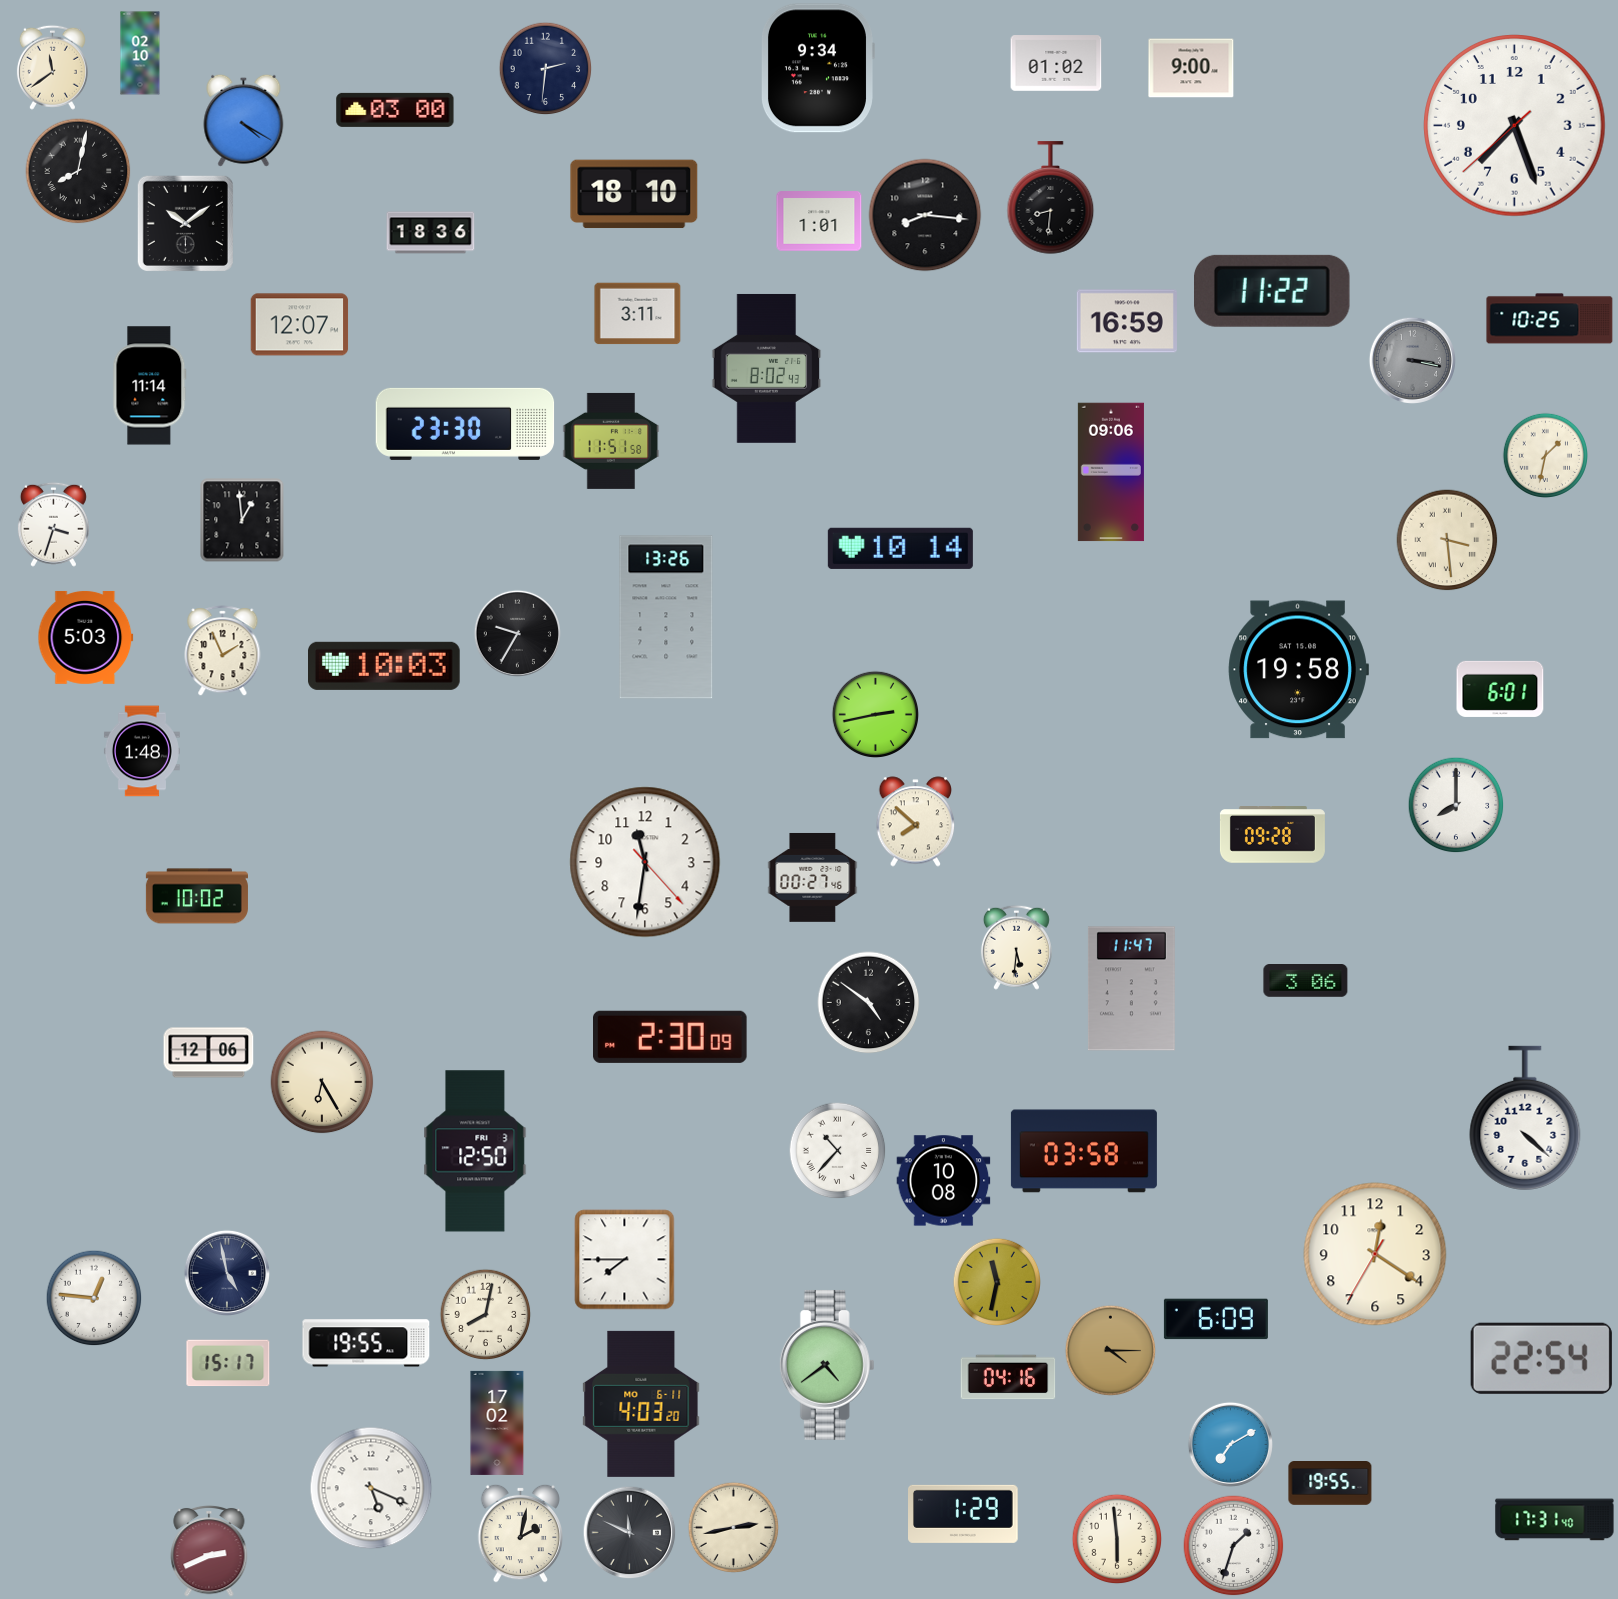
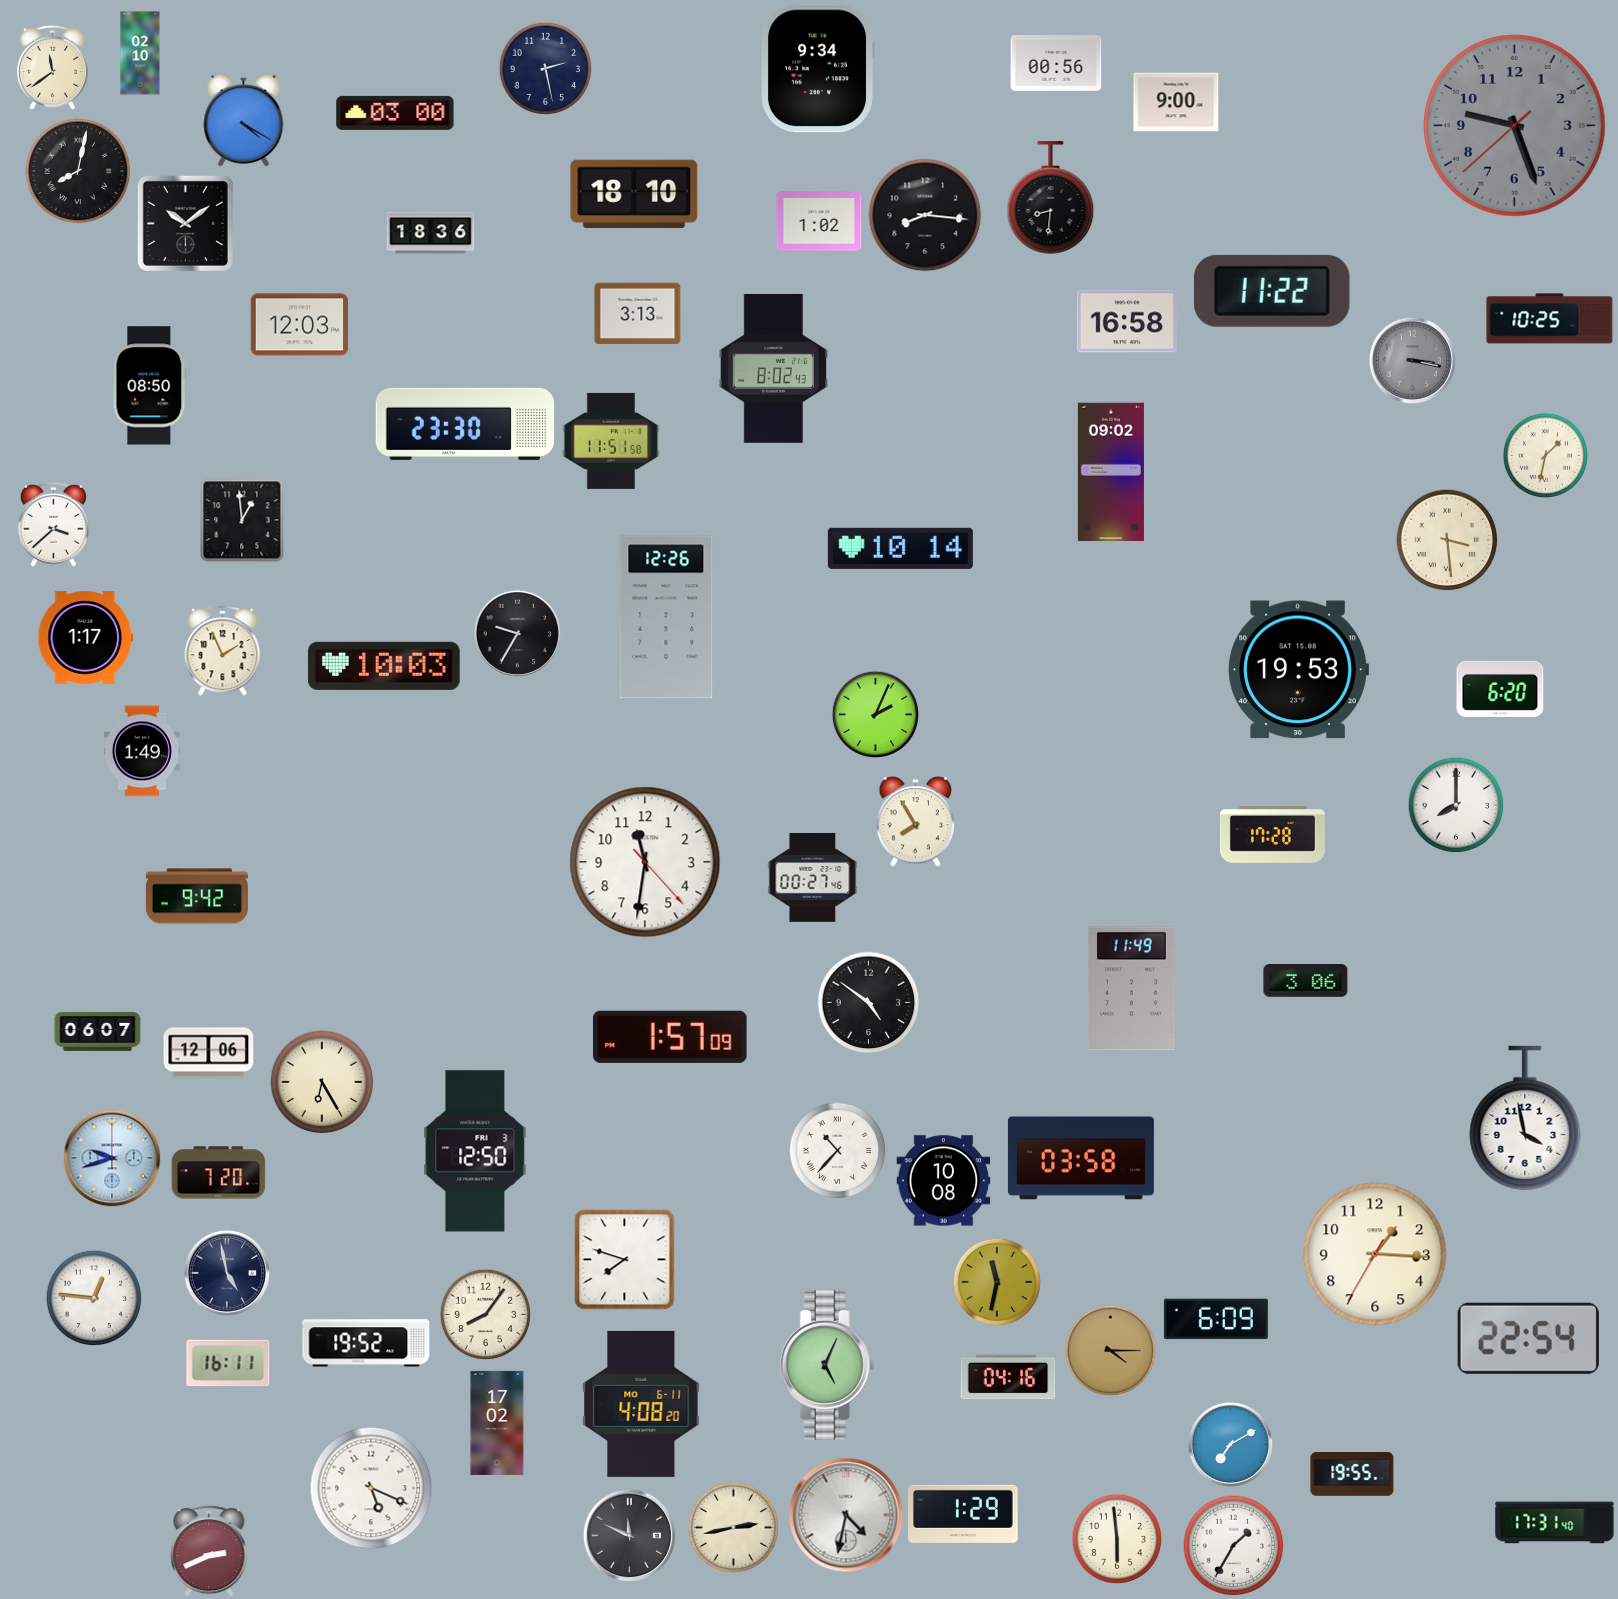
clock at (1056, 63): 01:02 -> 00:56
clock at (545, 68): 2:31 -> 2:28
clock at (1191, 68) position: (1191, 68) -> (1176, 102)
clock at (395, 110) position: (395, 110) -> (395, 113)
clock at (1515, 126): 7:26 -> 9:26
clock at (1515, 126) dial: white -> grey
clock at (819, 221): 1:01 -> 1:02
clock at (638, 314): 3:11 -> 3:13
clock at (1127, 321): 16:59 -> 16:58
clock at (300, 325): 12:07 -> 12:03
clock at (767, 368) position: (767, 368) -> (774, 368)
clock at (150, 386): 11:14 -> 08:50
clock at (1111, 472): 09:06 -> 09:02
clock at (53, 524): 3:33 -> 3:38
clock at (666, 617): 13:26 -> 12:26
clock at (86, 637): 5:03 -> 1:17
clock at (1298, 670): 19:58 -> 19:53
clock at (1500, 689): 6:01 -> 6:20
clock at (875, 714): 2:43 -> 2:04
clock at (142, 751): 1:48 -> 1:49
clock at (916, 822): 7:52 -> 7:55
clock at (1272, 835): 09:28 -> 17:28
clock at (197, 896): 10:02 -> 9:42
clock at (1016, 947): 5:31 -> none
clock at (1131, 989): 11:47 -> 11:49
clock at (98, 1031): none -> 06:07
clock at (671, 1037): 2:30 -> 1:57
clock at (1525, 1118): 4:22 -> 3:58
clock at (1084, 1151) position: (1084, 1151) -> (1081, 1158)
clock at (112, 1158): none -> 9:42
clock at (219, 1173): none -> 7:20
clock at (1375, 1254): 12:20 -> 1:15
clock at (625, 1260): 7:45 -> 7:48
clock at (485, 1314): 8:02 -> 8:06
clock at (366, 1343): 19:55 -> 19:52
clock at (1541, 1358) position: (1541, 1358) -> (1528, 1338)
clock at (228, 1363): 15:17 -> 16:11
clock at (827, 1365): 4:39 -> 5:04
clock at (641, 1404): 4:03 -> 4:08
clock at (1330, 1484) position: (1330, 1484) -> (1352, 1475)
clock at (846, 1515): none -> 4:32
clock at (1555, 1520) position: (1555, 1520) -> (1555, 1523)
clock at (629, 1532) position: (629, 1532) -> (629, 1535)
clock at (521, 1533): 2:02 -> none
clock at (1234, 1546): 1:33 -> 1:35
